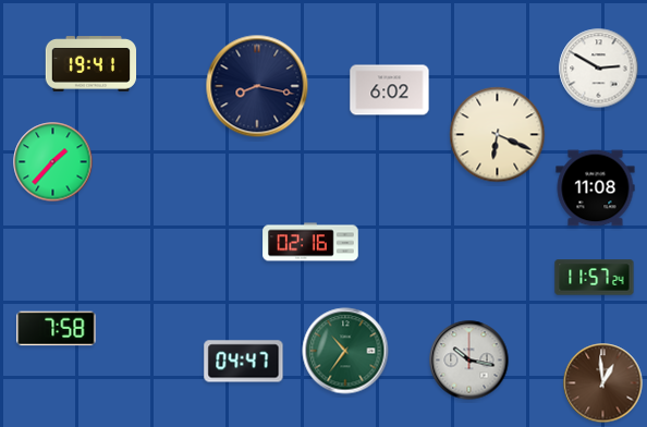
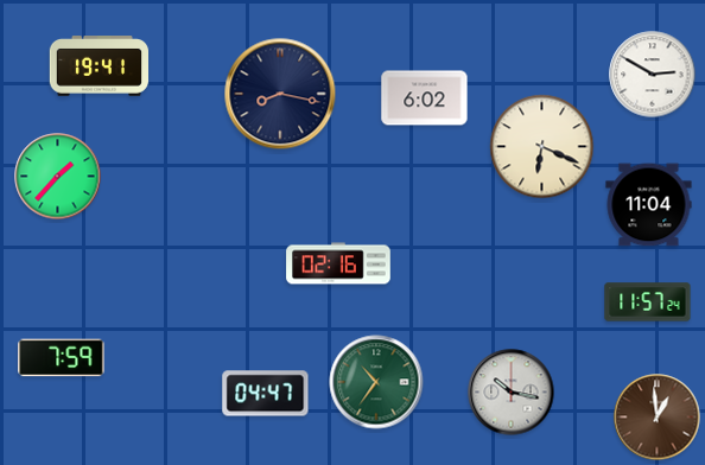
clock at (91, 64) position: (91, 64) -> (100, 66)
clock at (596, 188): 11:08 -> 11:04
clock at (57, 329): 7:58 -> 7:59
